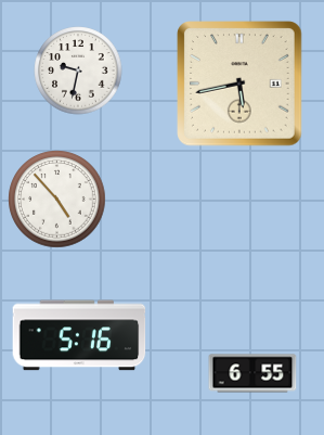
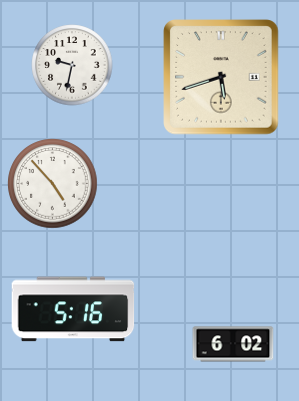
clock at (239, 84): 5:43 -> 5:42
clock at (252, 373): 6:55 -> 6:02
